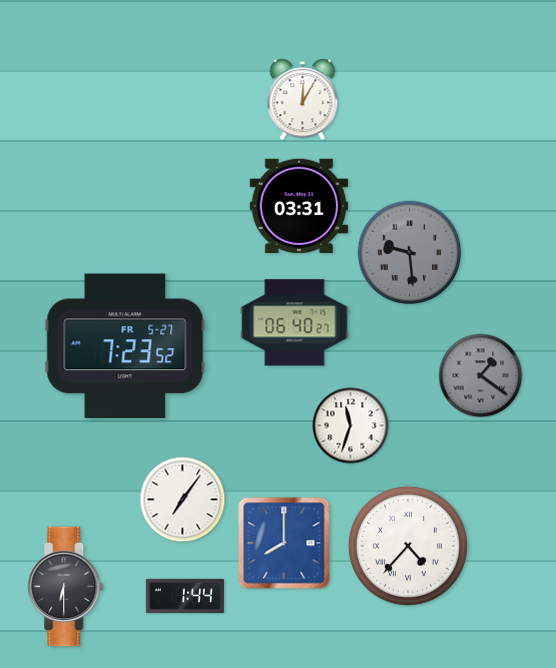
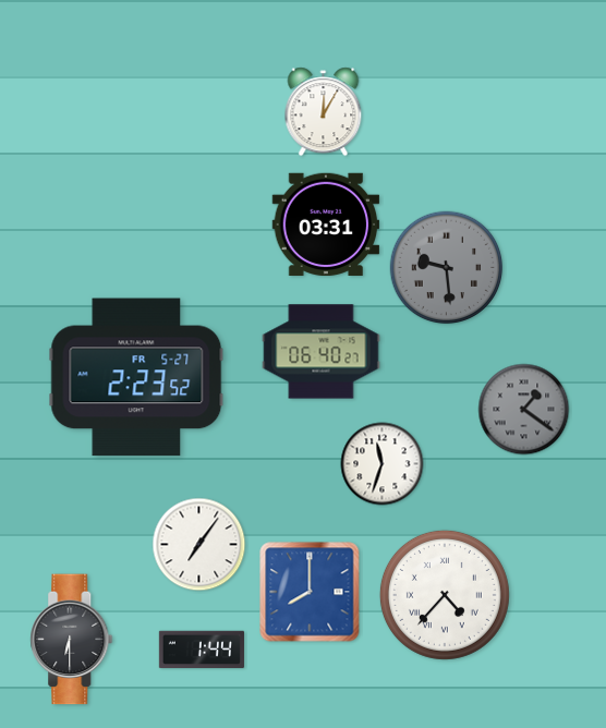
clock at (303, 100) position: (303, 100) -> (324, 112)
clock at (410, 253) position: (410, 253) -> (447, 268)
clock at (125, 346): 7:23 -> 2:23
